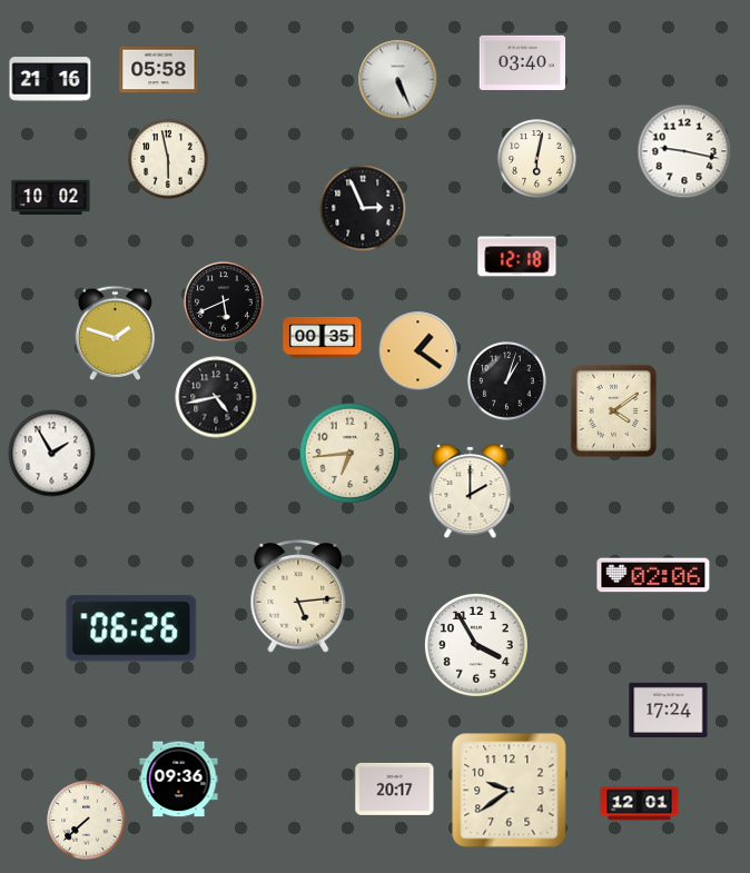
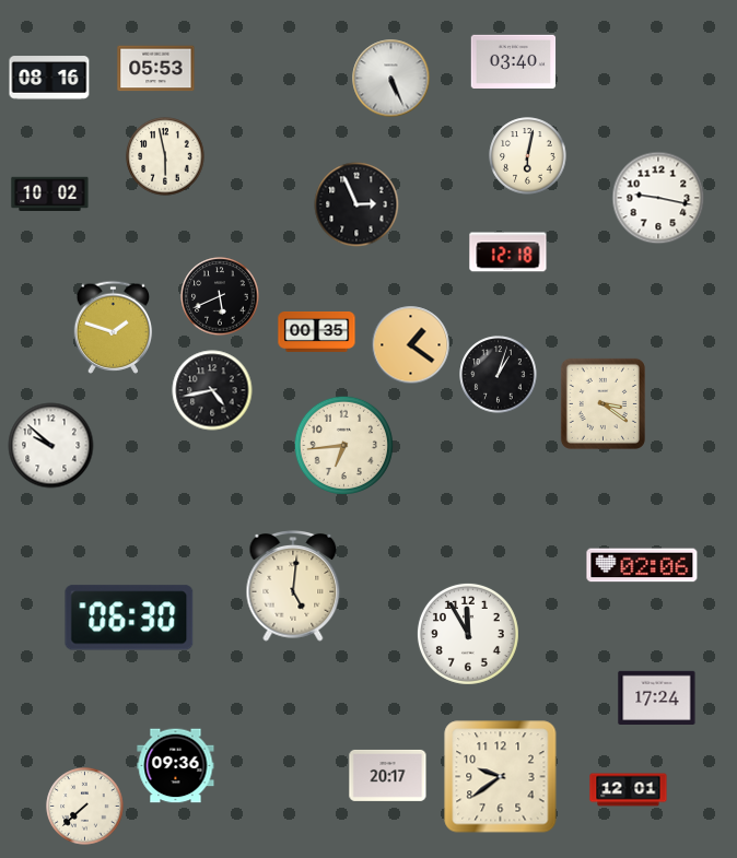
clock at (159, 70): 05:58 -> 05:53
clock at (50, 79): 21:16 -> 08:16
clock at (684, 151) position: (684, 151) -> (658, 198)
clock at (613, 410): 4:09 -> 3:21
clock at (52, 454): 1:55 -> 9:52
clock at (471, 492): 2:00 -> none
clock at (298, 597): 5:14 -> 5:01
clock at (131, 628): 06:26 -> 06:30
clock at (476, 645): 3:55 -> 11:55
